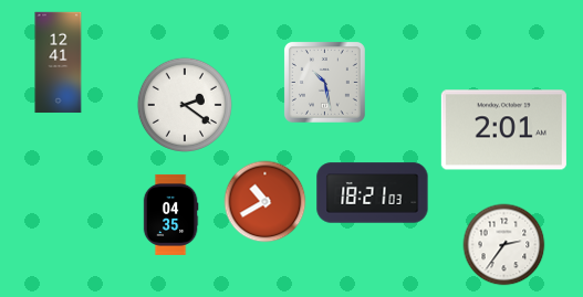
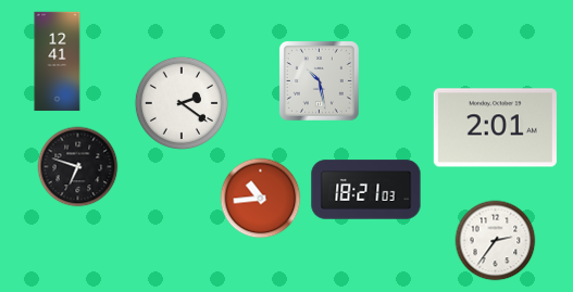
clock at (78, 167): none -> 6:48
clock at (266, 202): 10:40 -> 10:44
clock at (170, 214): 04:35 -> none
